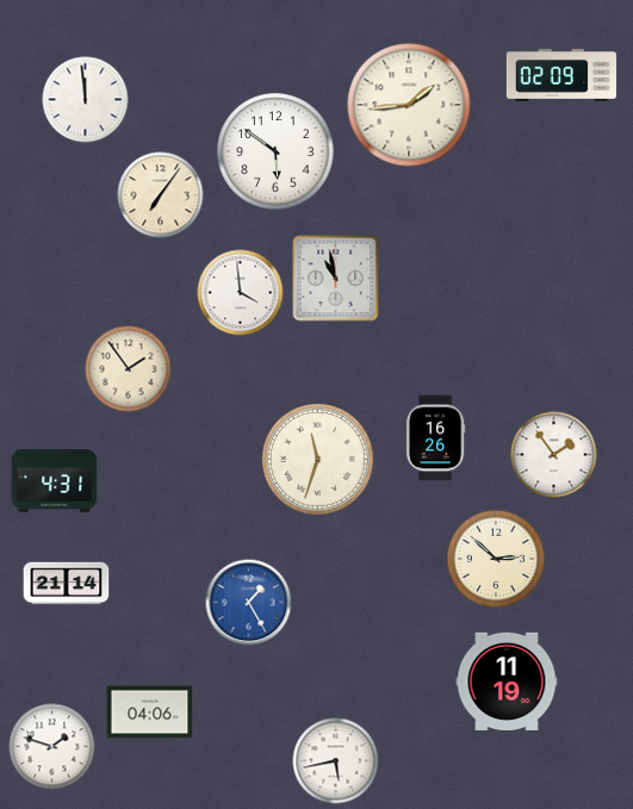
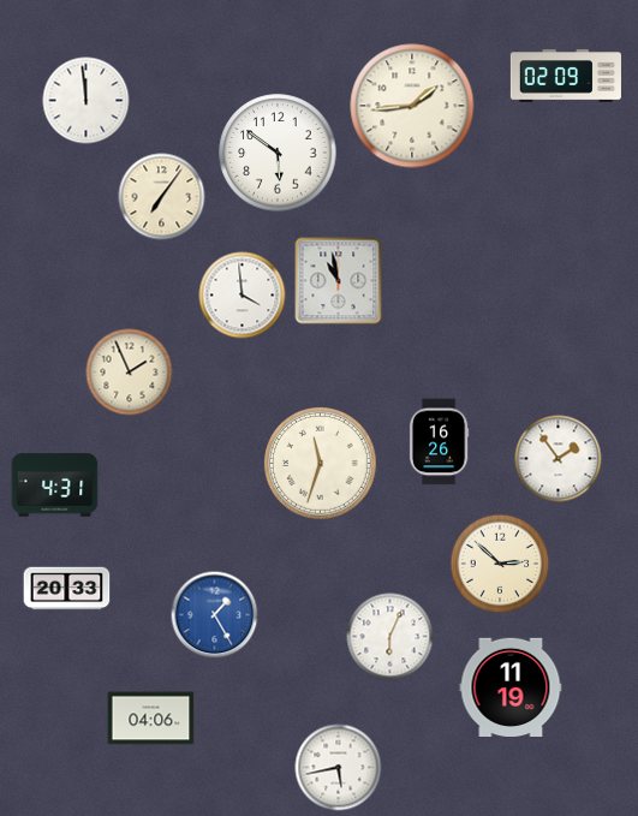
clock at (129, 369): 1:54 -> 1:56
clock at (67, 584): 21:14 -> 20:33
clock at (249, 603) position: (249, 603) -> (215, 615)
clock at (390, 637): none -> 6:04
clock at (52, 747): 1:48 -> none
